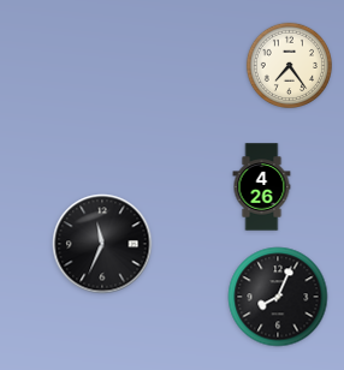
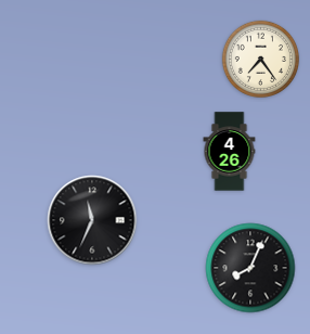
clock at (262, 187) position: (262, 187) -> (230, 152)
